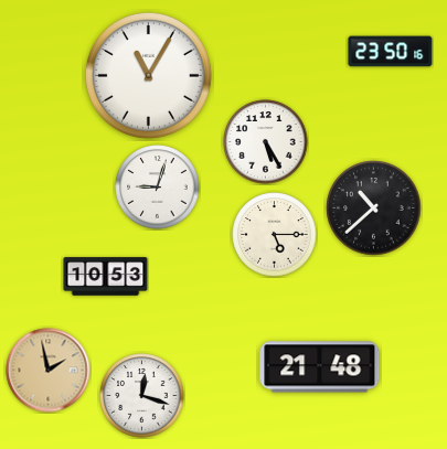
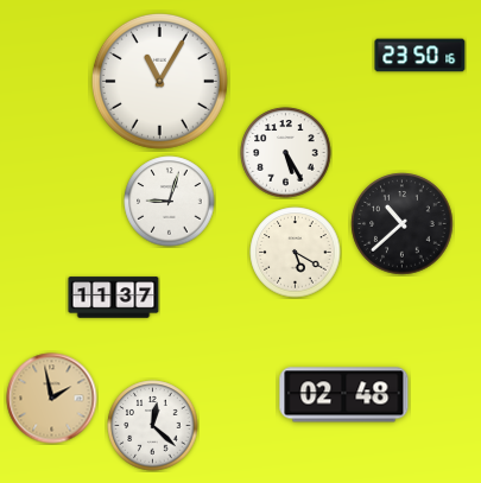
clock at (275, 235): 5:15 -> 5:20
clock at (106, 277): 10:53 -> 11:37
clock at (320, 367): 21:48 -> 02:48
clock at (142, 396): 12:18 -> 12:22
